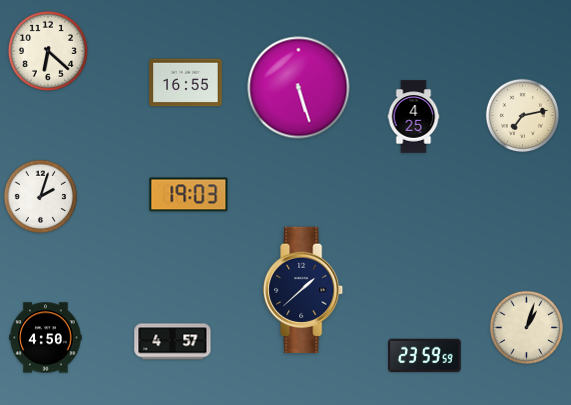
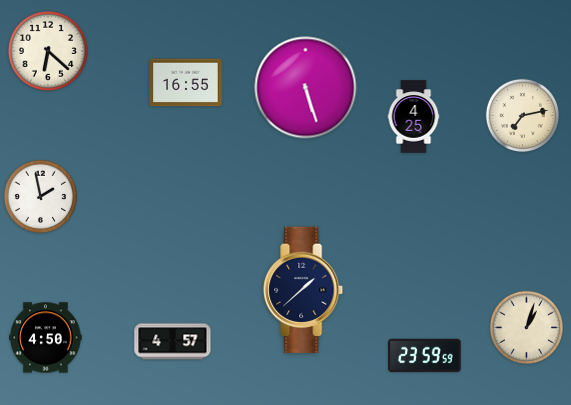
clock at (299, 88) position: (299, 88) -> (306, 88)
clock at (189, 195): 19:03 -> none
clock at (40, 196): 2:03 -> 1:58
